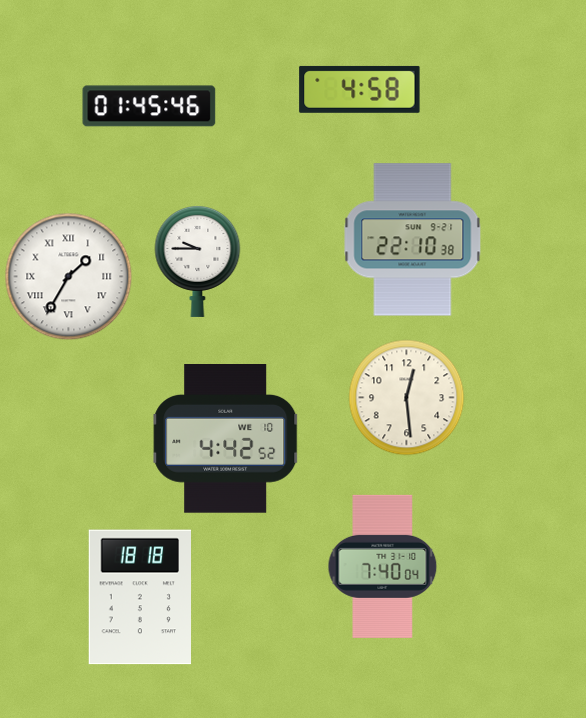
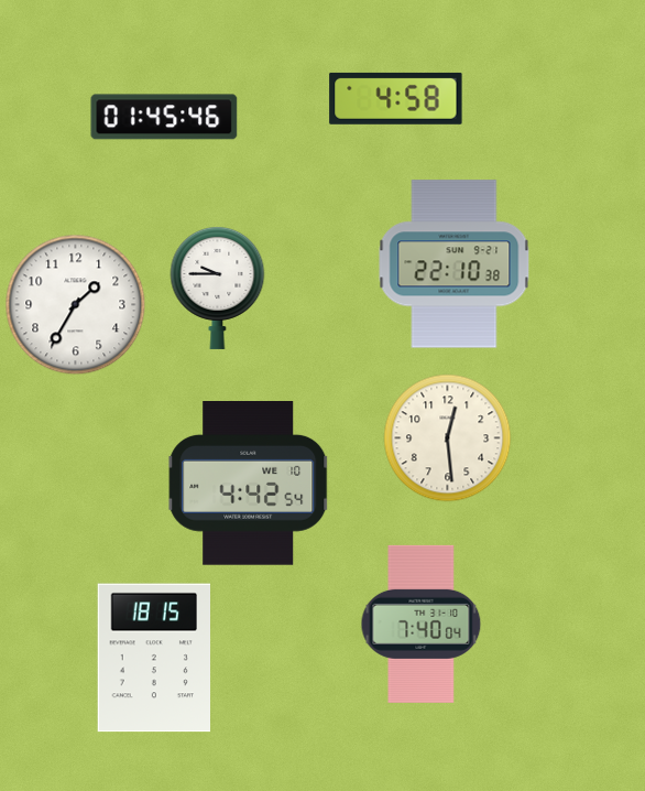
clock at (69, 277) numerals: Roman -> Arabic
clock at (226, 439): 4:42:52 -> 4:42:54
clock at (140, 597): 18:18 -> 18:15
